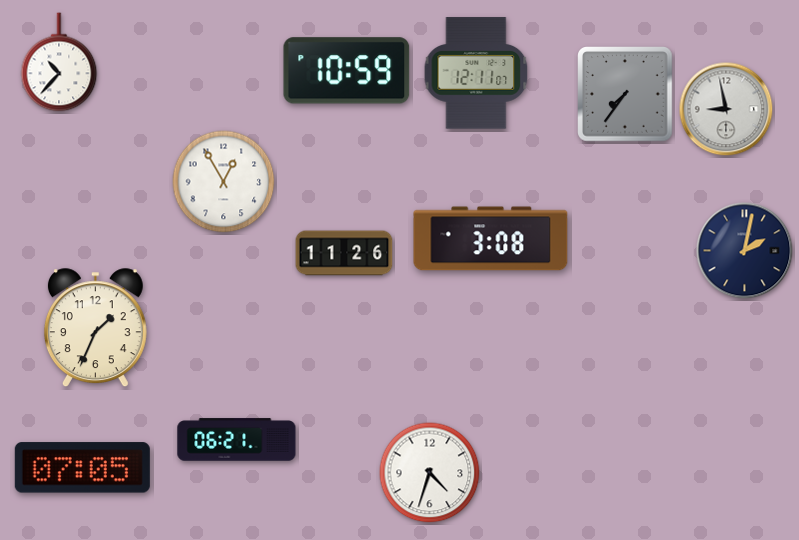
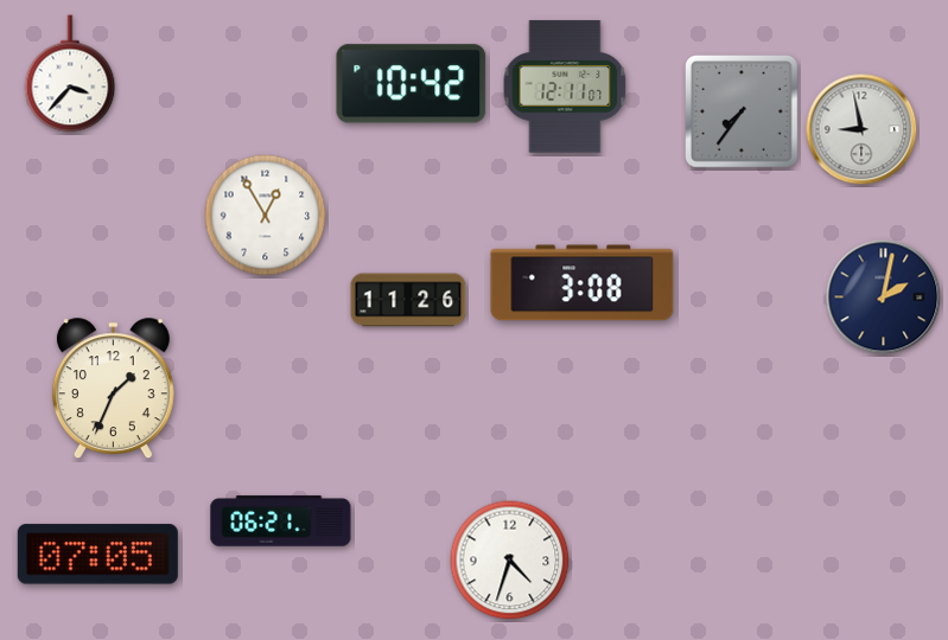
clock at (59, 62): 10:37 -> 3:37
clock at (347, 71): 10:59 -> 10:42
